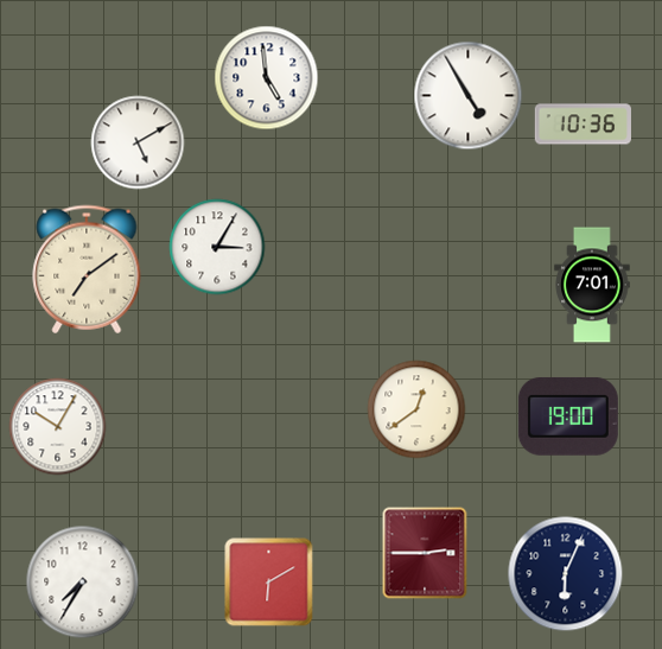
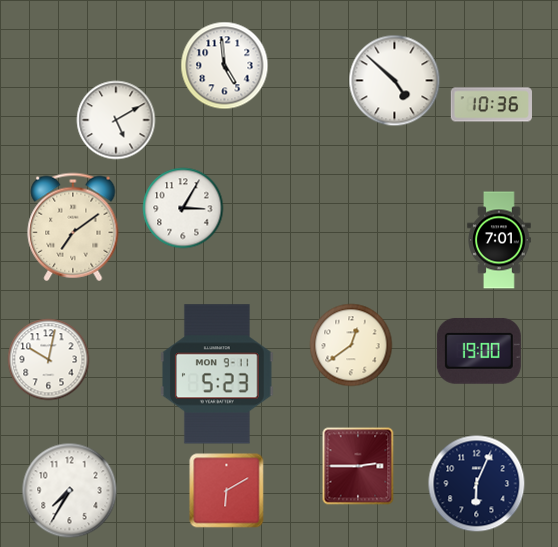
clock at (469, 96): 4:55 -> 4:52
clock at (58, 427): 10:05 -> 10:02
clock at (217, 374): none -> 5:23
